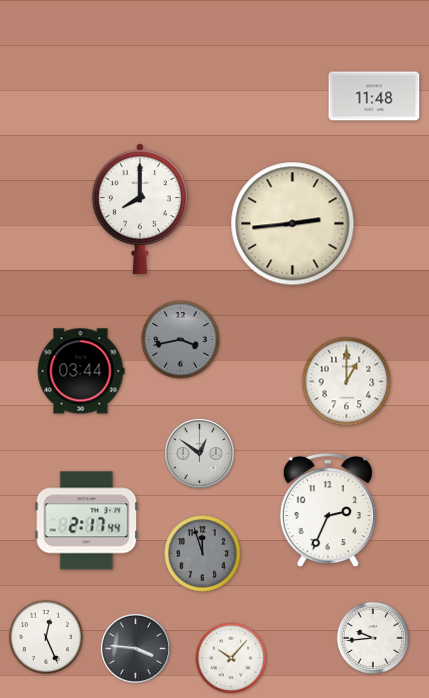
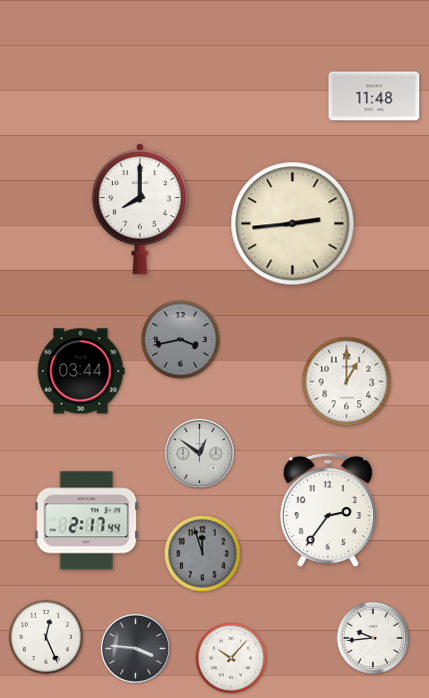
clock at (328, 510): 2:34 -> 2:36
